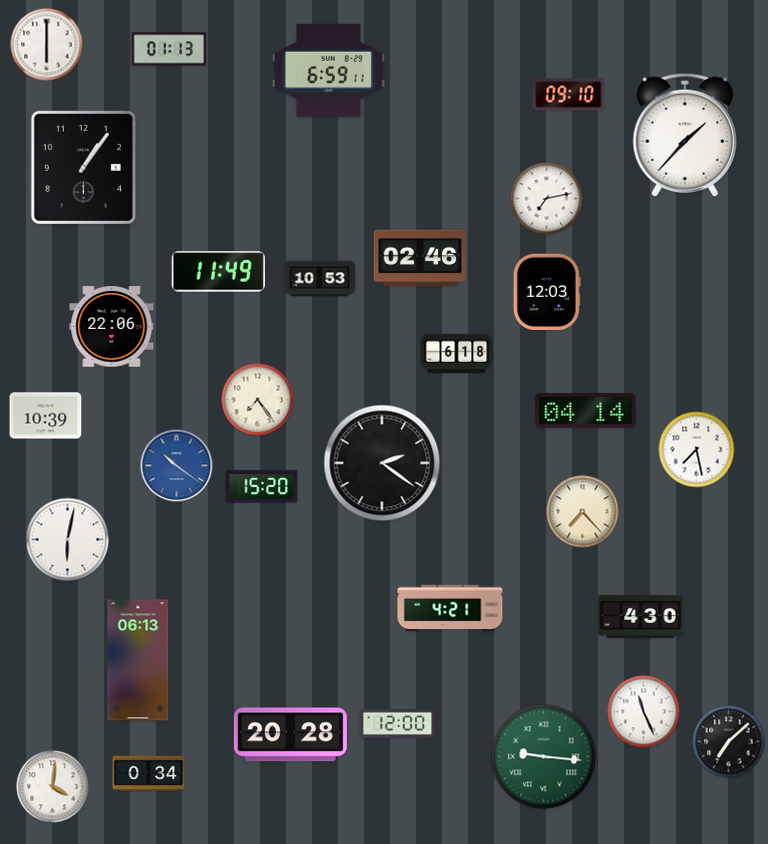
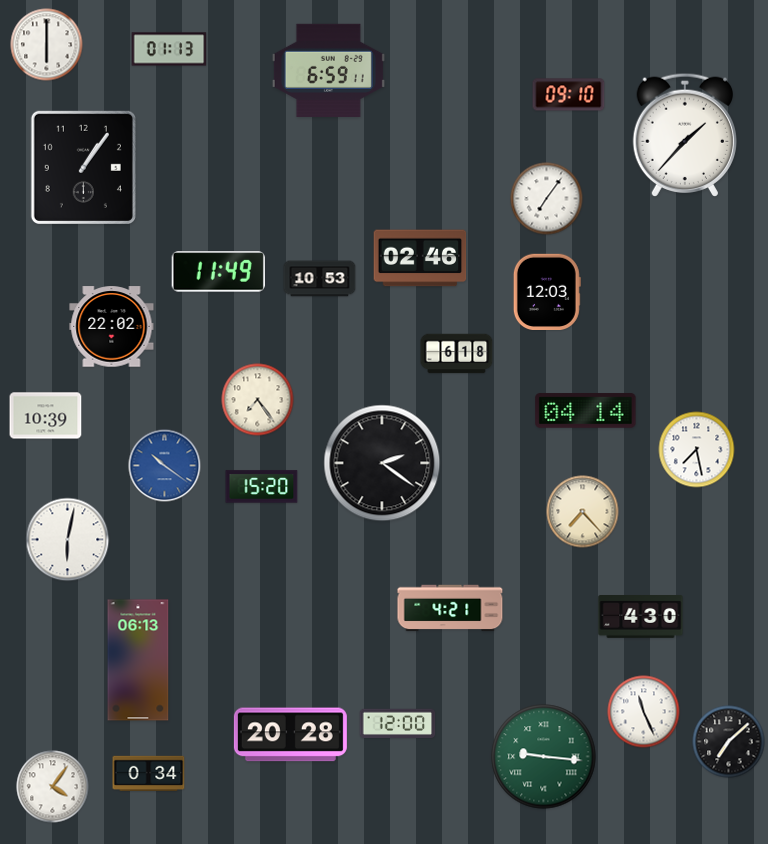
clock at (547, 199): 7:13 -> 7:06
clock at (112, 327): 22:06 -> 22:02
clock at (177, 466) position: (177, 466) -> (165, 466)
clock at (53, 787): 4:01 -> 4:06
